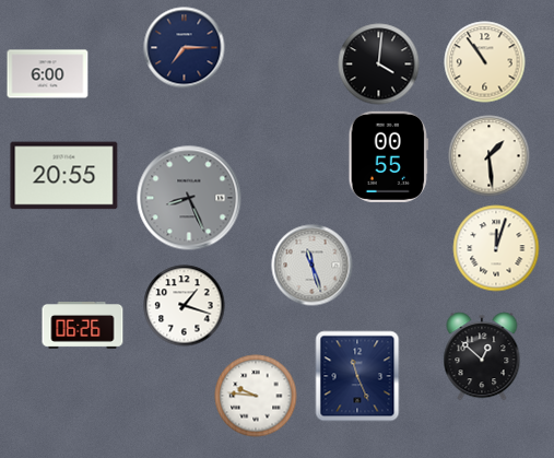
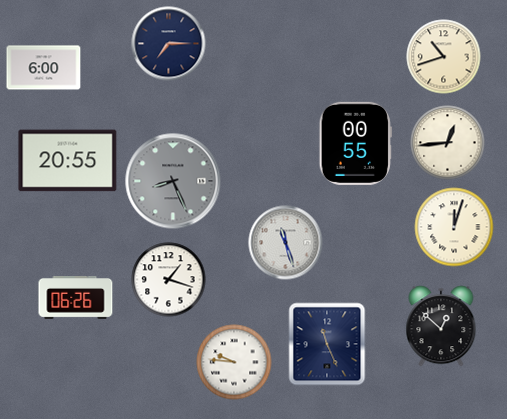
clock at (485, 62): 10:54 -> 10:42
clock at (379, 64): 4:01 -> none
clock at (490, 156): 1:29 -> 12:44
clock at (64, 176) position: (64, 176) -> (68, 161)
